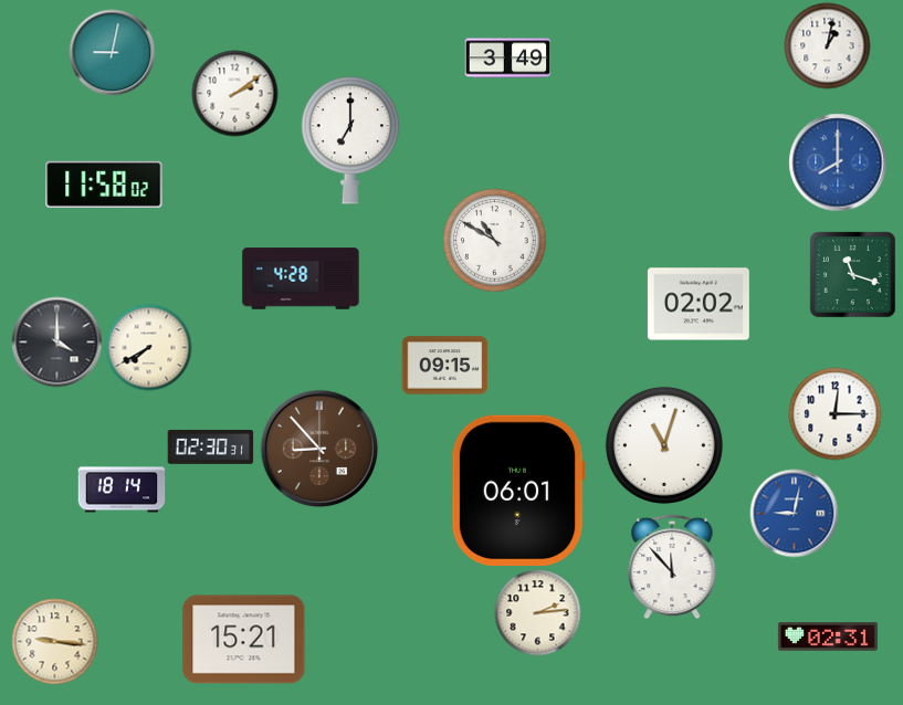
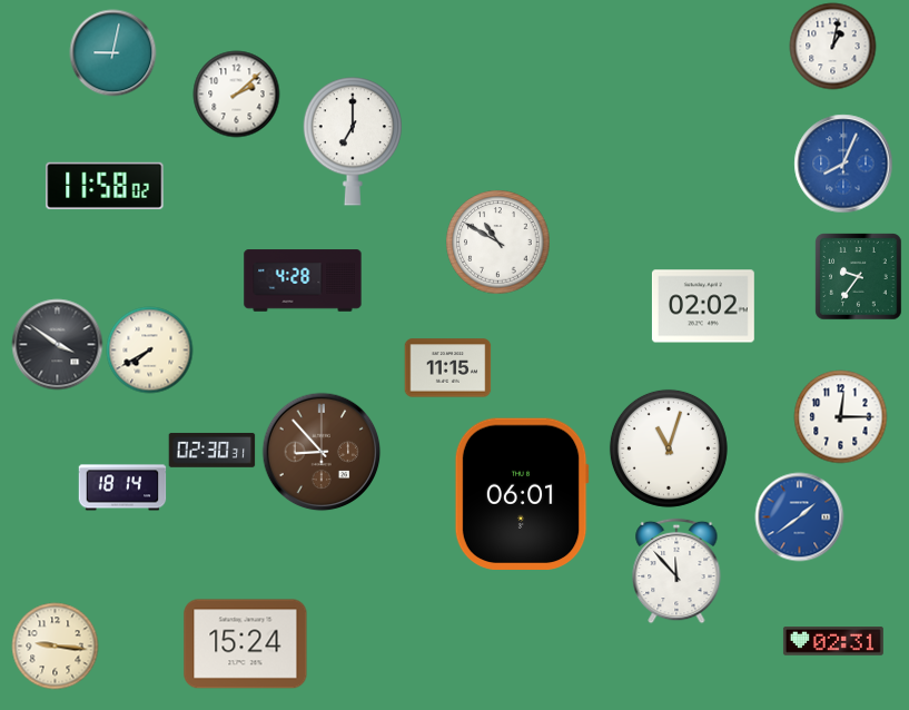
clock at (507, 59): 3:49 -> none
clock at (234, 93): 2:09 -> 2:08
clock at (838, 162): 8:00 -> 8:04
clock at (852, 274): 11:18 -> 9:36
clock at (56, 341): 4:00 -> 3:51
clock at (444, 366): 09:15 -> 11:15
clock at (122, 490) position: (122, 490) -> (122, 487)
clock at (794, 513): 9:02 -> 1:39
clock at (537, 612): 2:14 -> none
clock at (244, 640): 15:21 -> 15:24
